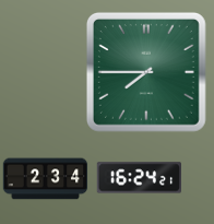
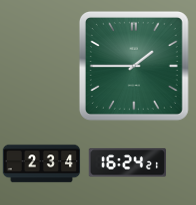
clock at (146, 72): 7:45 -> 1:45
